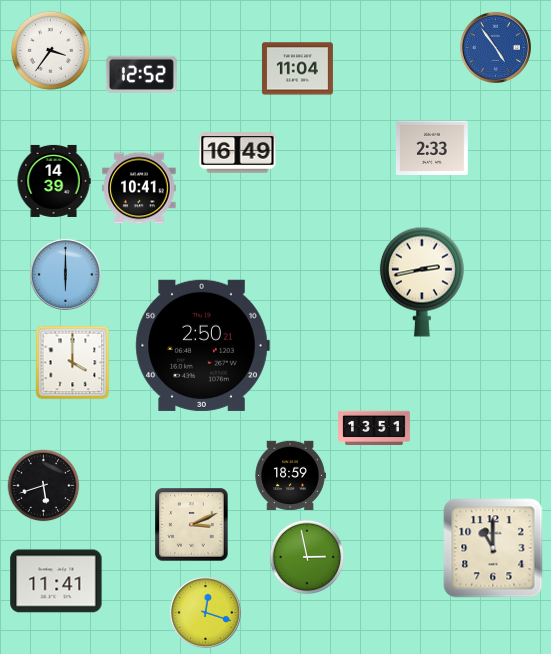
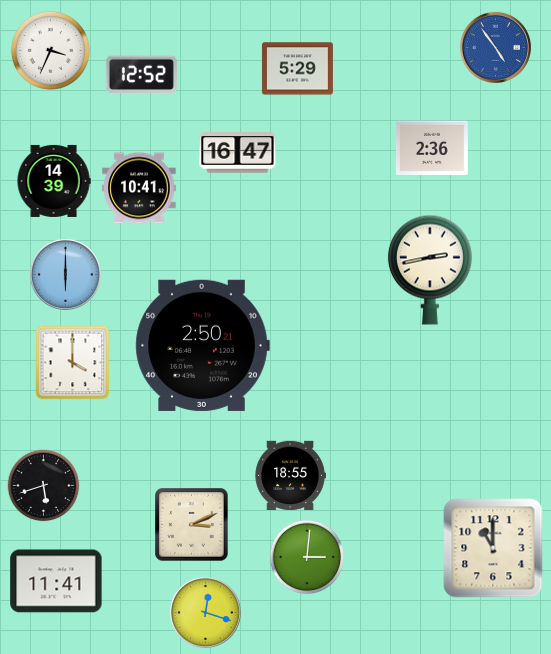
clock at (50, 50): 3:36 -> 3:34
clock at (297, 69): 11:04 -> 5:29
clock at (432, 148): 2:33 -> 2:36
clock at (238, 153): 16:49 -> 16:47
clock at (422, 282) position: (422, 282) -> (430, 270)
clock at (375, 428): 13:51 -> none
clock at (290, 476): 18:59 -> 18:55
clock at (307, 557): 2:58 -> 3:01
